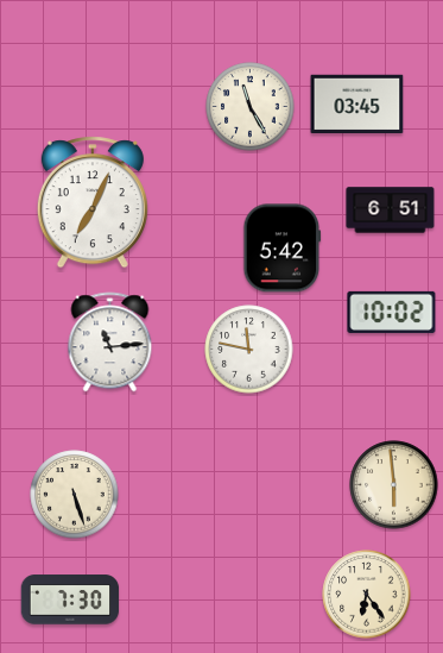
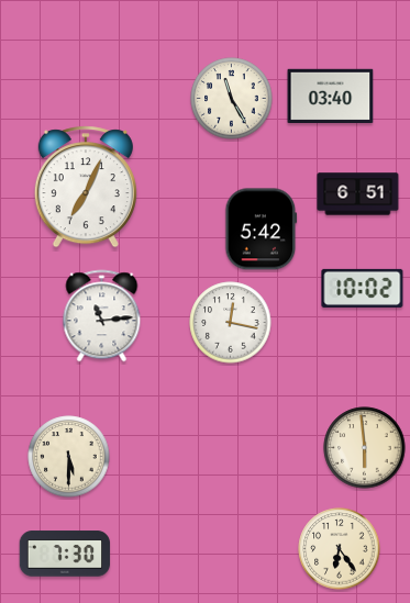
clock at (357, 103): 03:45 -> 03:40
clock at (391, 211) position: (391, 211) -> (358, 194)
clock at (249, 350): 11:47 -> 12:17
clock at (75, 495): 5:27 -> 5:30
